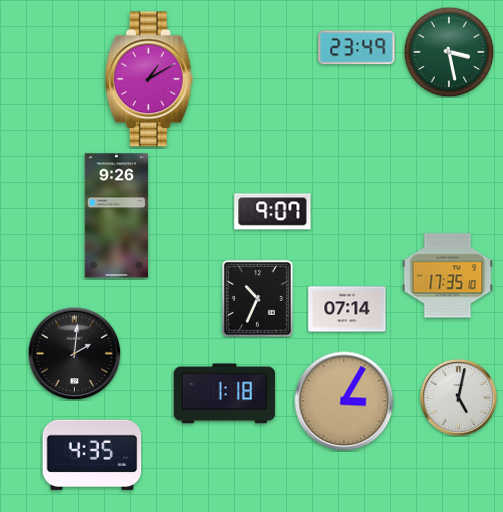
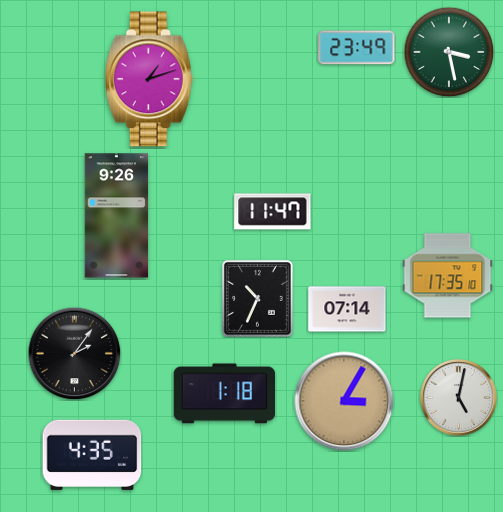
clock at (149, 79): 1:10 -> 1:12
clock at (273, 212): 9:07 -> 11:47
clock at (74, 353): 2:01 -> 2:06
